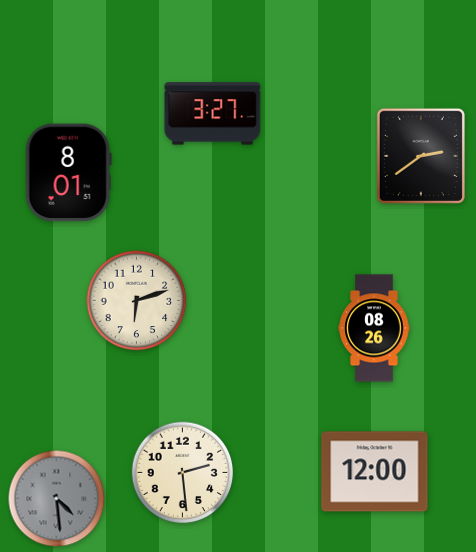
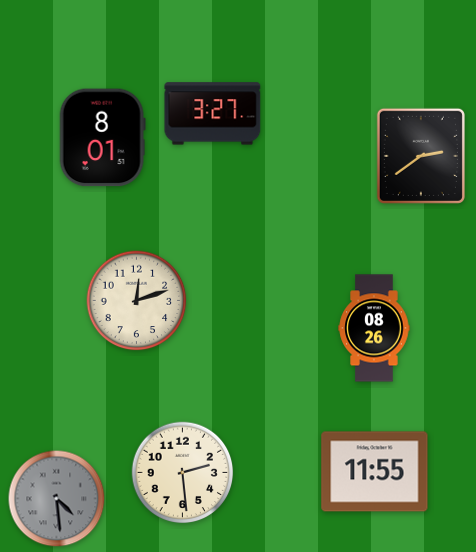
clock at (68, 173) position: (68, 173) -> (102, 138)
clock at (137, 301): 6:12 -> 12:12
clock at (375, 472): 12:00 -> 11:55
